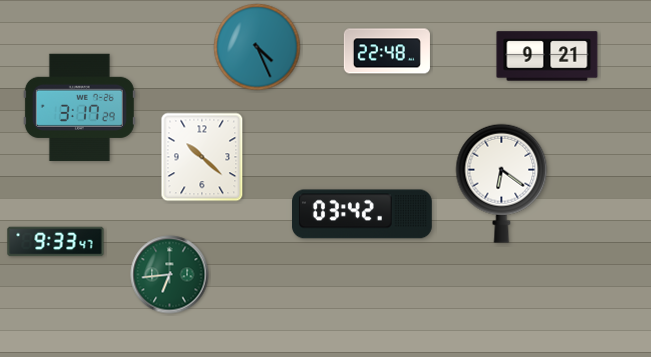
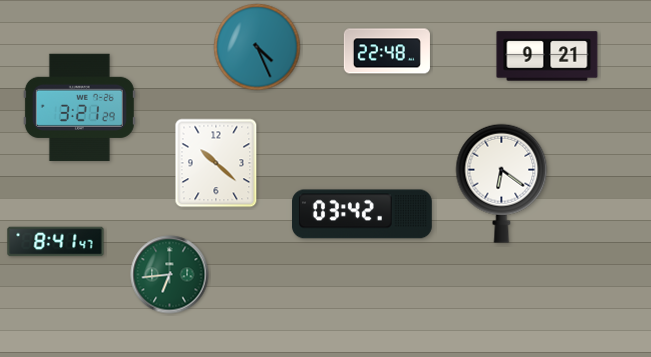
clock at (79, 107): 3:17 -> 3:21
clock at (202, 157) position: (202, 157) -> (216, 163)
clock at (56, 242): 9:33 -> 8:41
